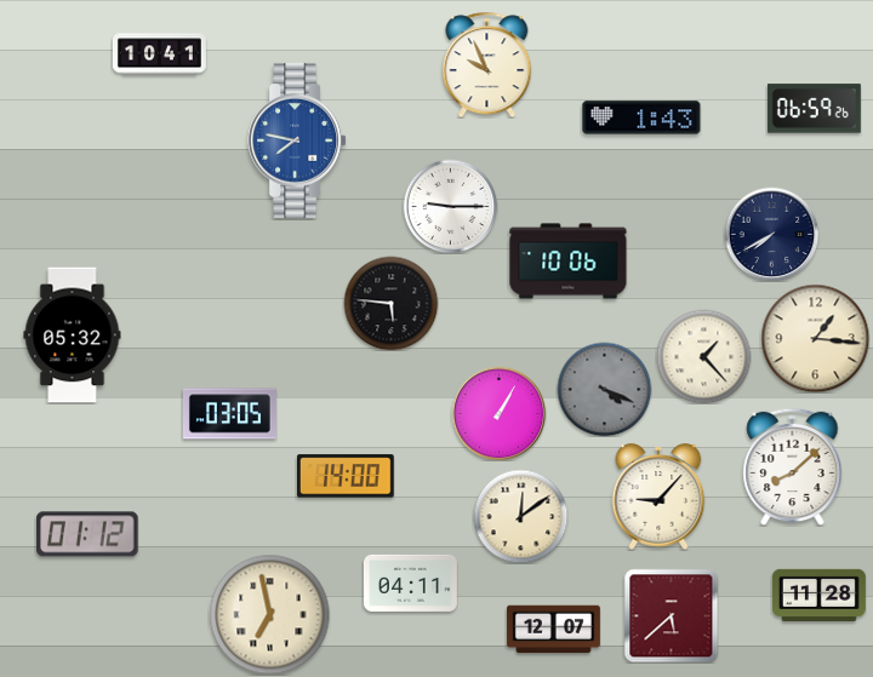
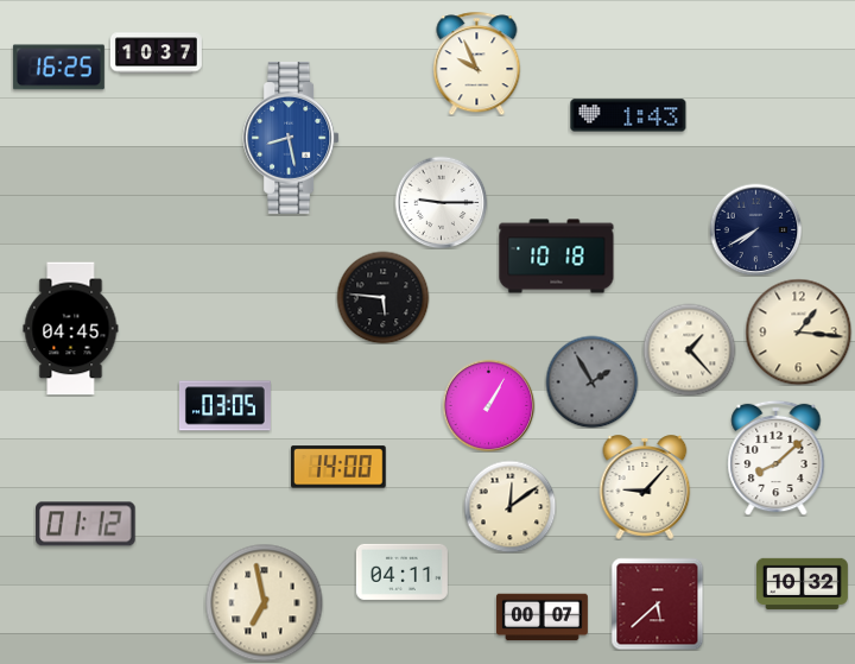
clock at (159, 54): 10:41 -> 10:37
clock at (58, 68): none -> 16:25
clock at (814, 109): 06:59 -> none
clock at (297, 140): 7:47 -> 8:28
clock at (569, 262): 10:06 -> 10:18
clock at (73, 335): 05:32 -> 04:45
clock at (604, 389): 4:19 -> 1:55
clock at (818, 595): 11:28 -> 10:32
clock at (553, 630): 12:07 -> 00:07
